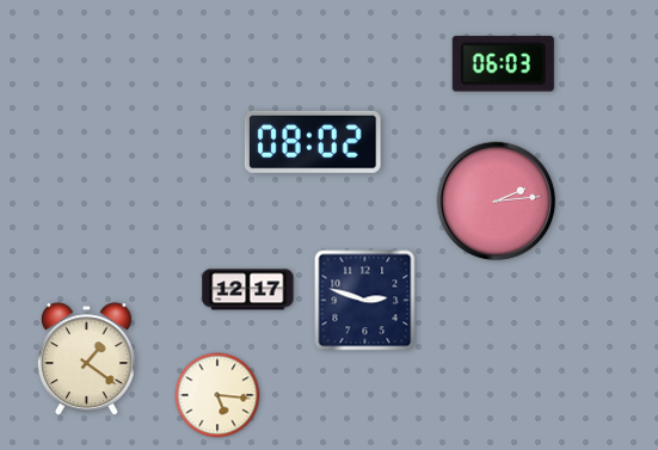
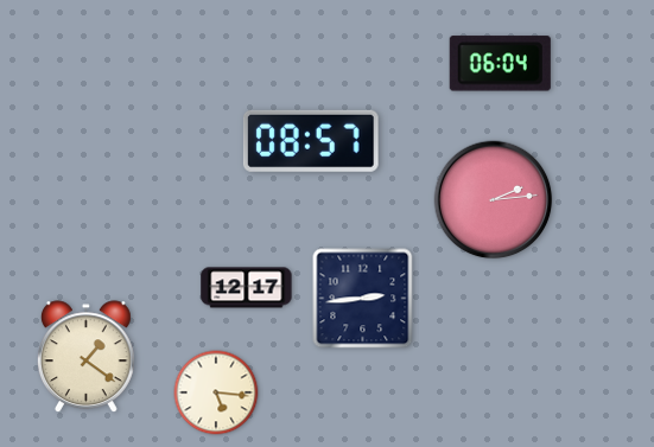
clock at (503, 64): 06:03 -> 06:04
clock at (313, 142): 08:02 -> 08:57
clock at (365, 301): 2:48 -> 2:44
